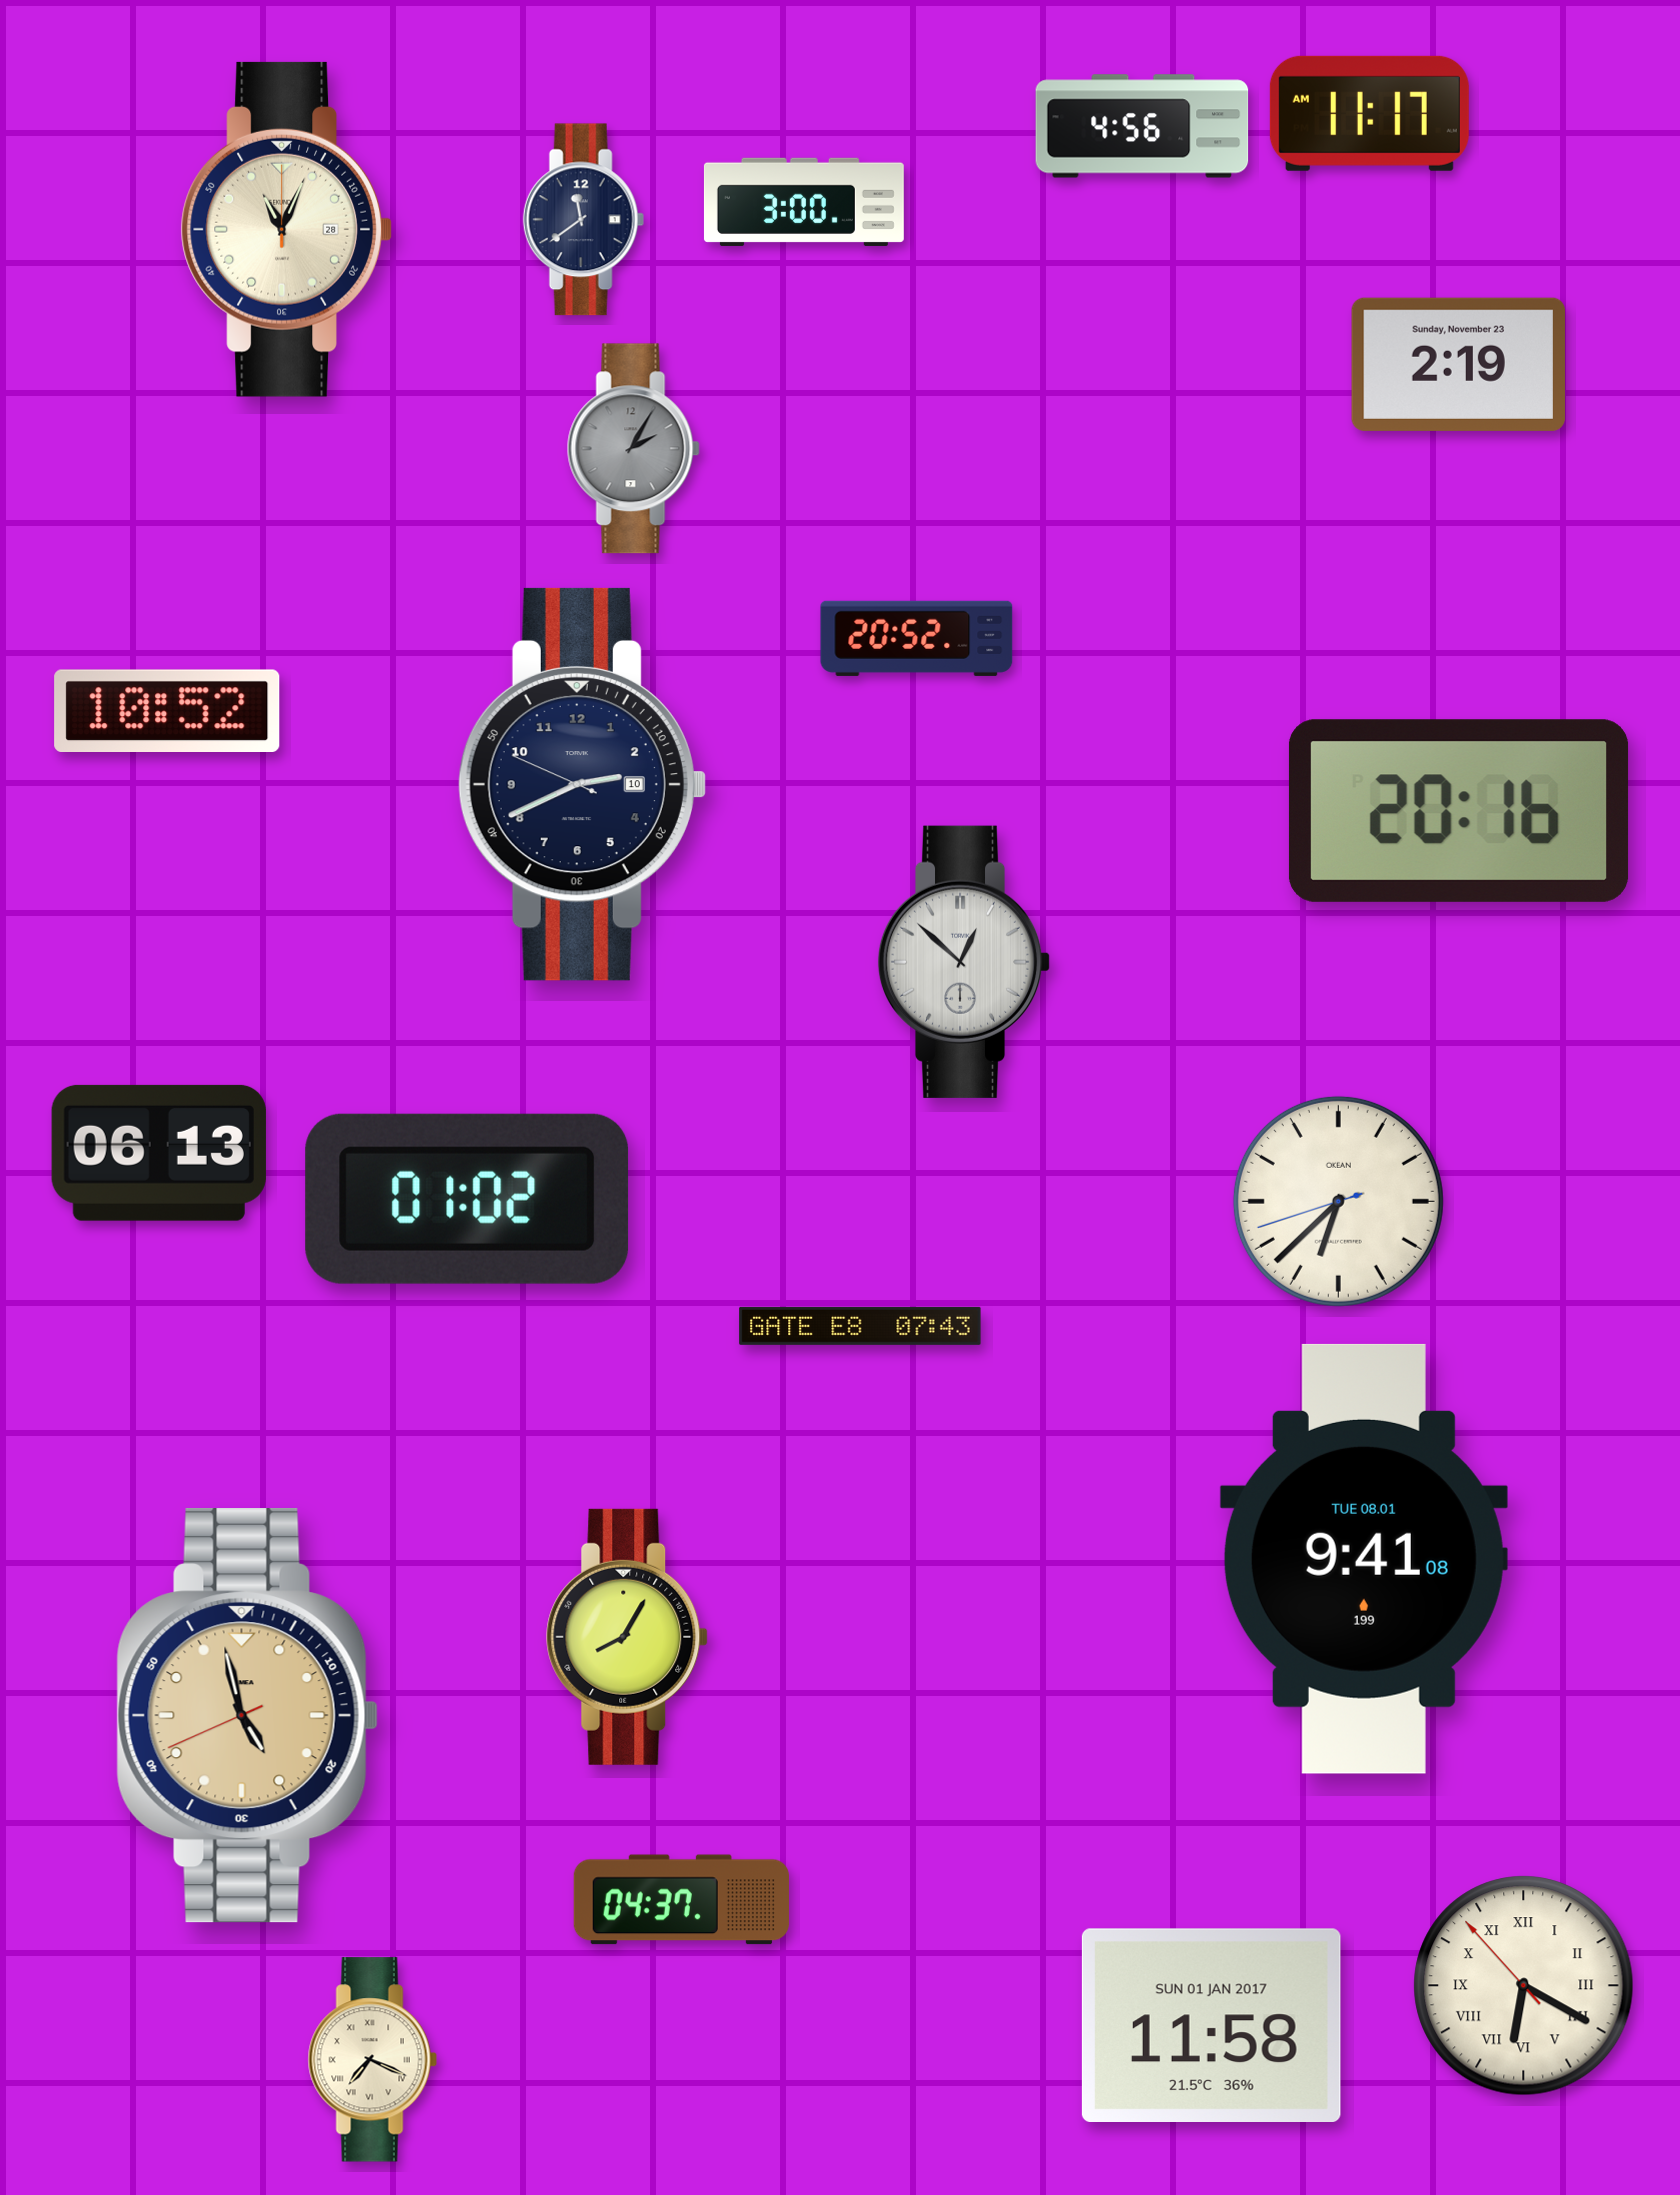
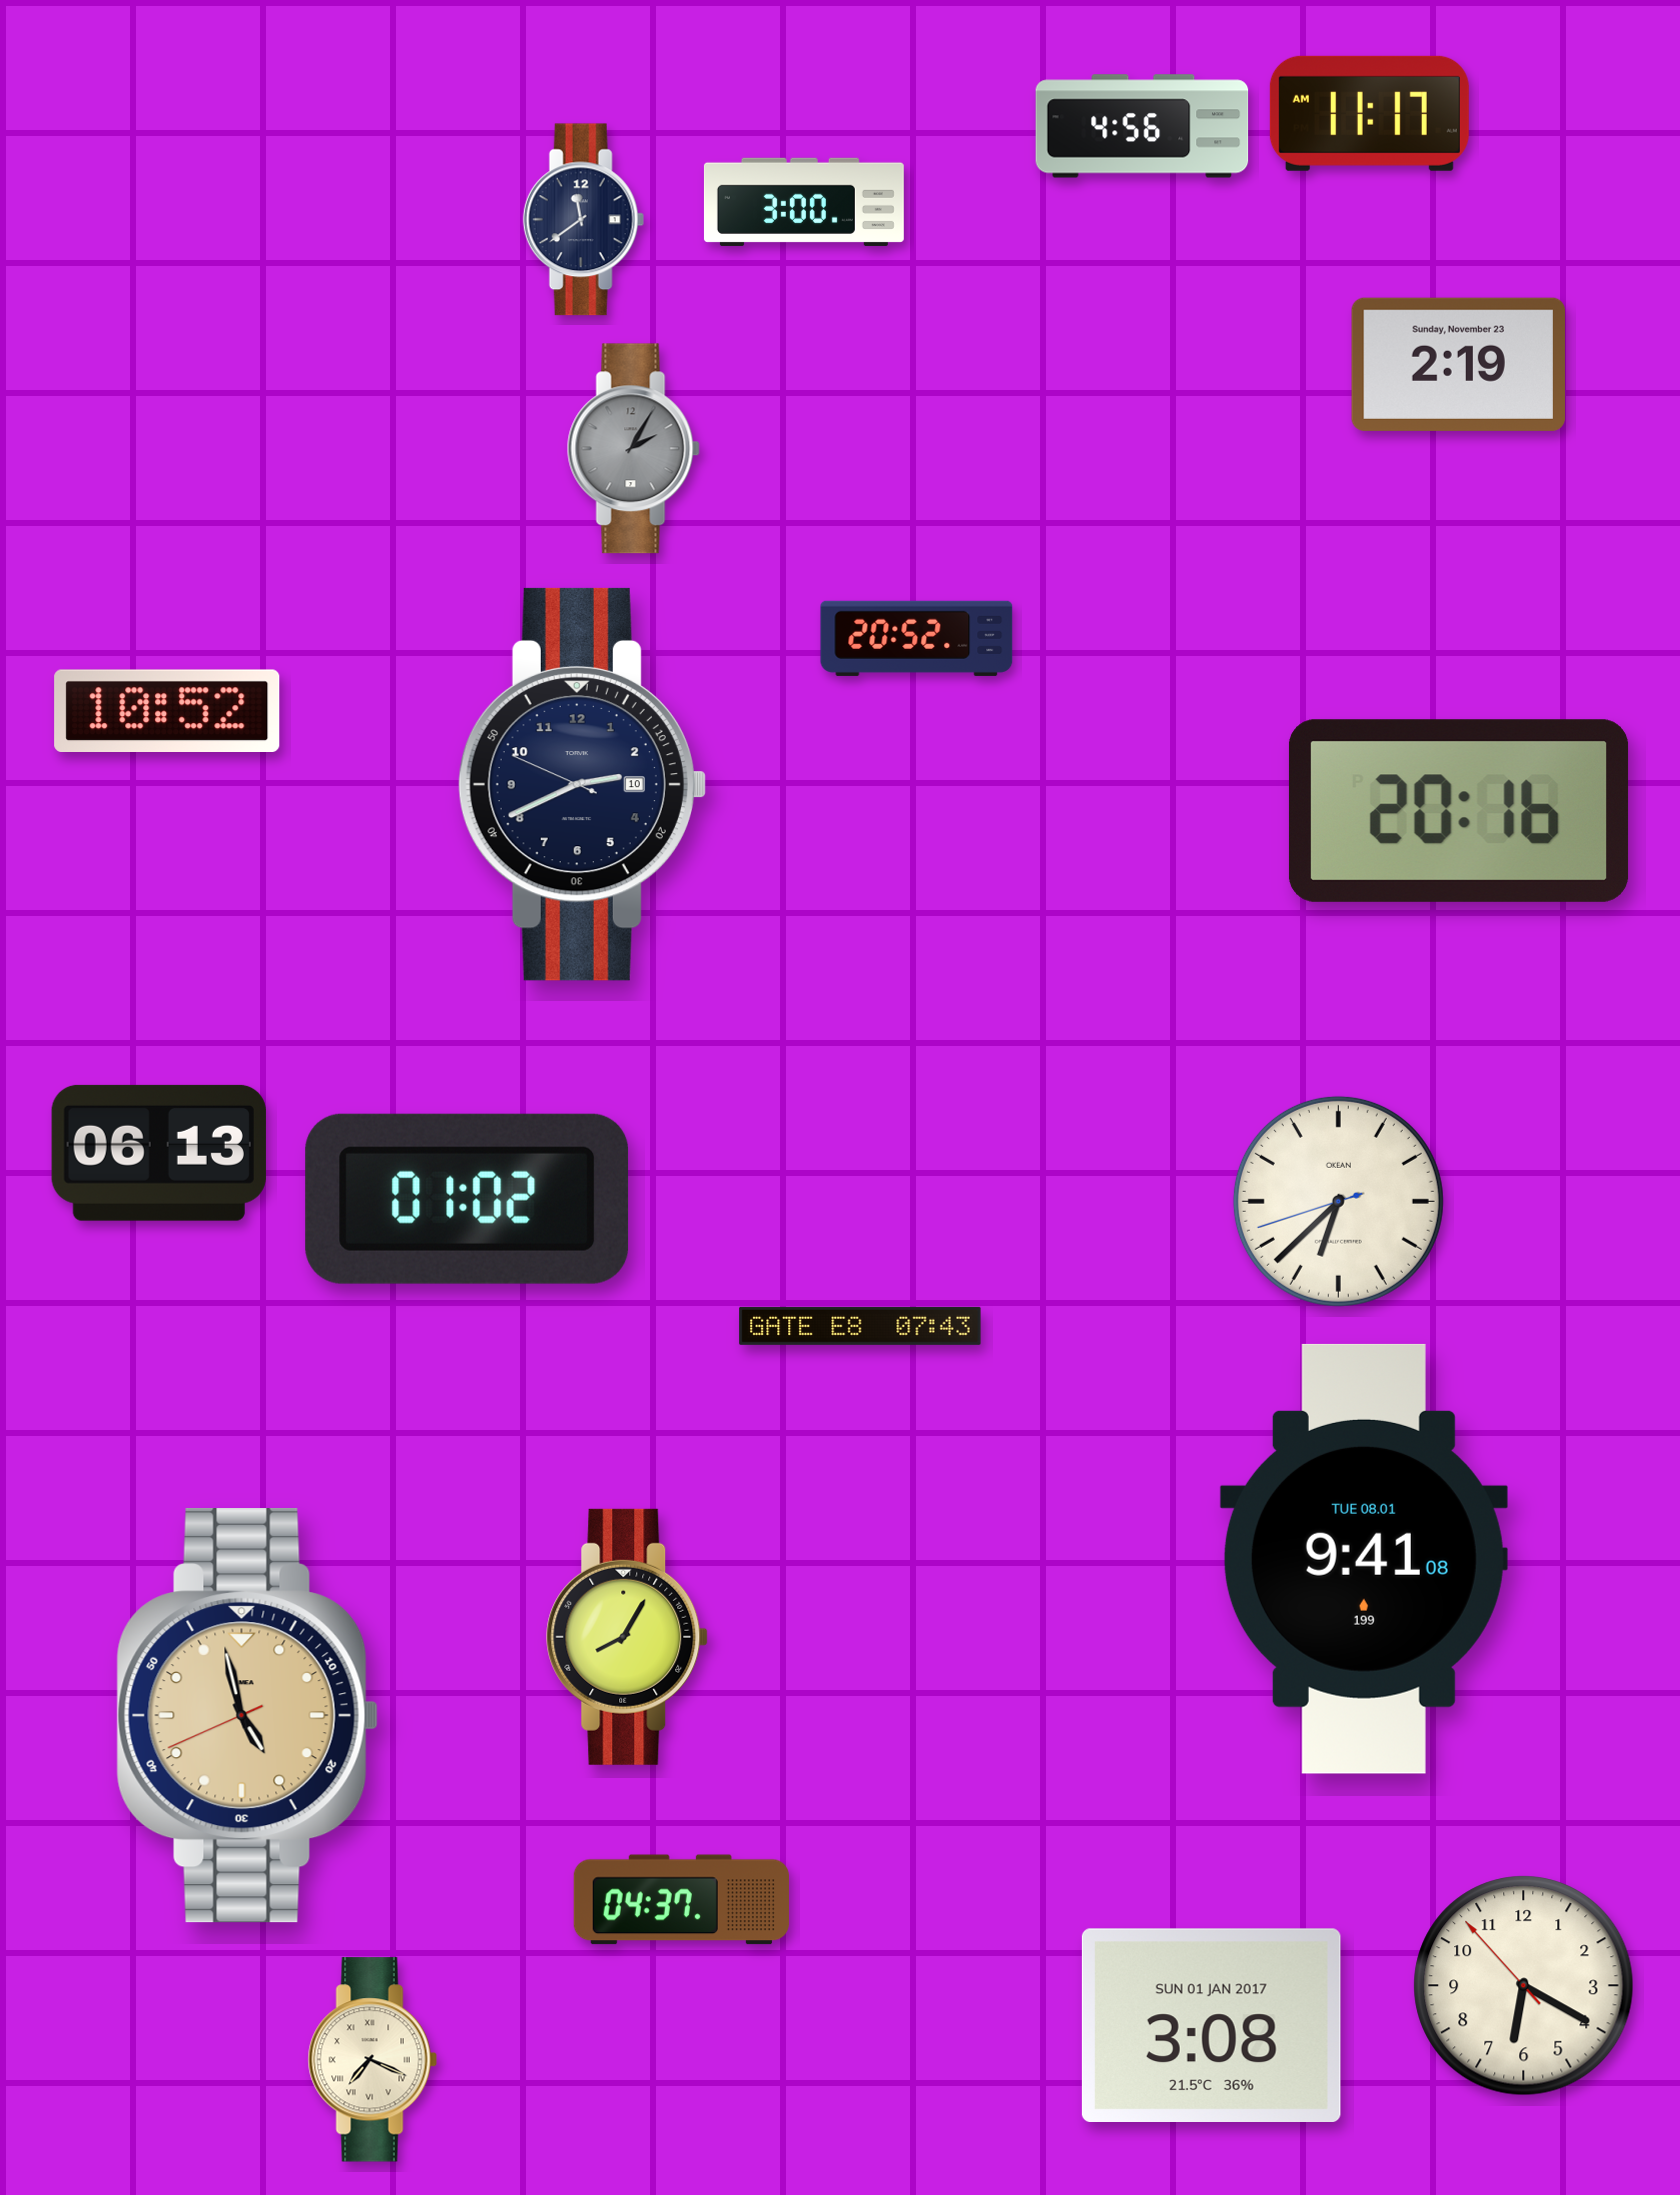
clock at (286, 229): 11:04 -> none
clock at (964, 962): 12:52 -> none
clock at (1524, 1986) numerals: Roman -> Arabic
clock at (1211, 2025): 11:58 -> 3:08
